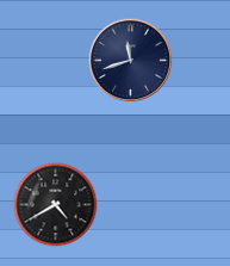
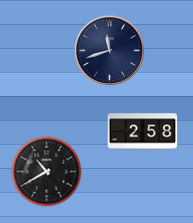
clock at (143, 132): none -> 2:58
clock at (56, 205): 4:40 -> 10:40
